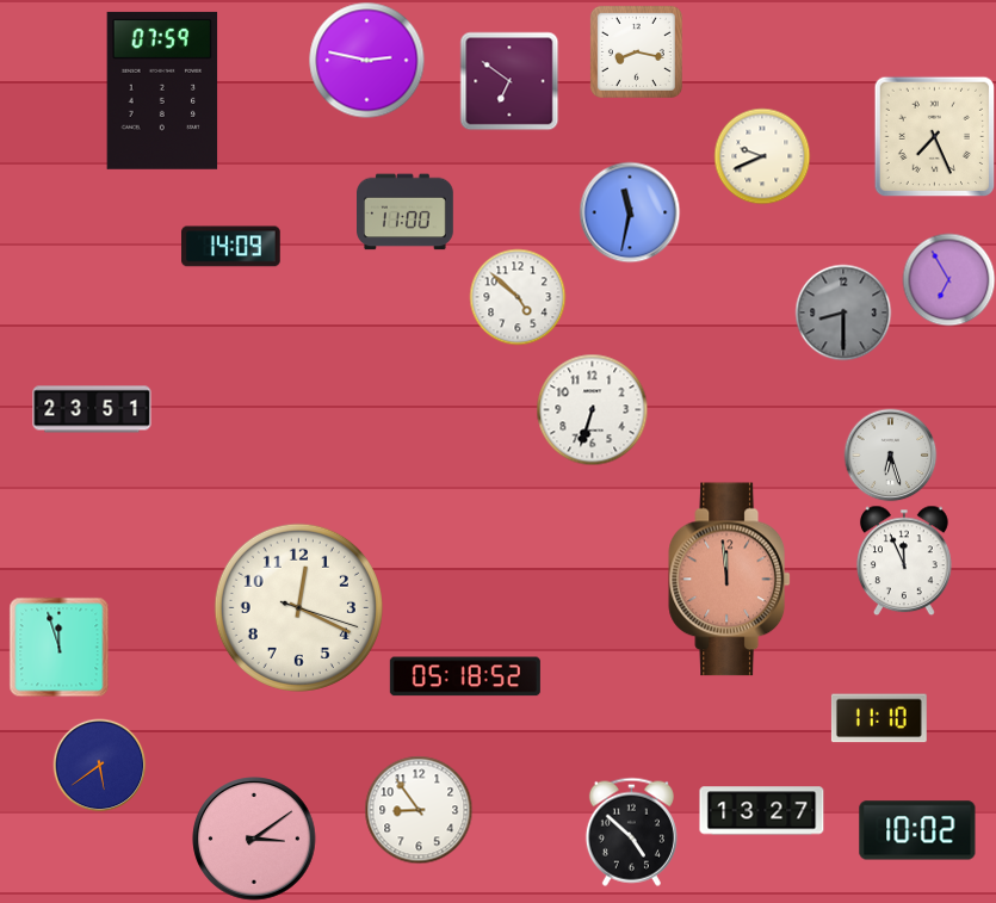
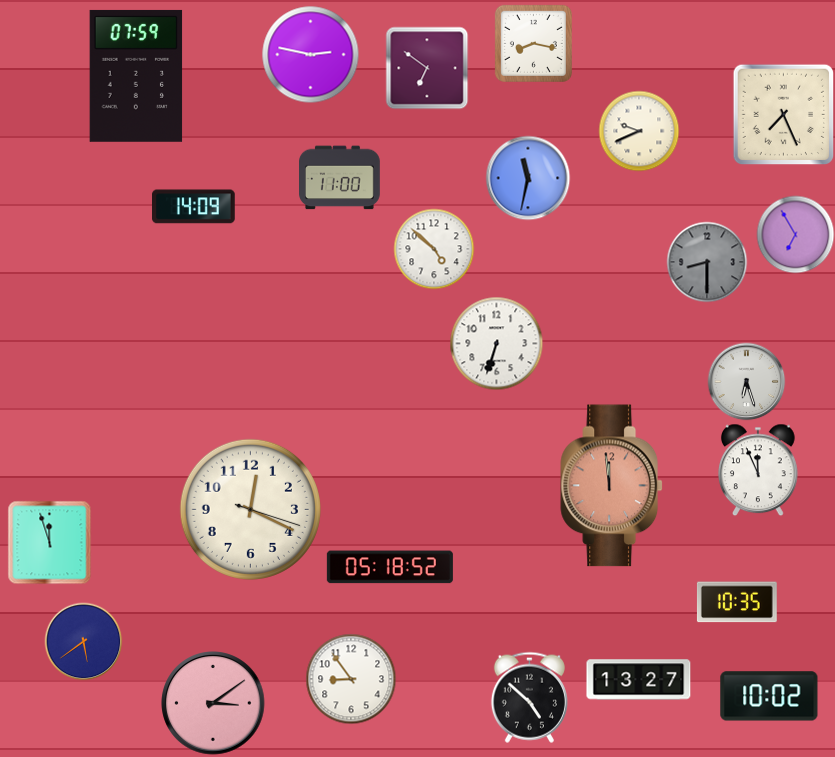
clock at (366, 60) position: (366, 60) -> (310, 54)
clock at (92, 409): 23:51 -> none
clock at (879, 718): 11:10 -> 10:35
